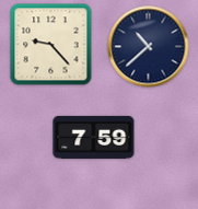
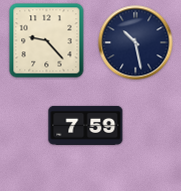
clock at (149, 47): 10:38 -> 10:28
